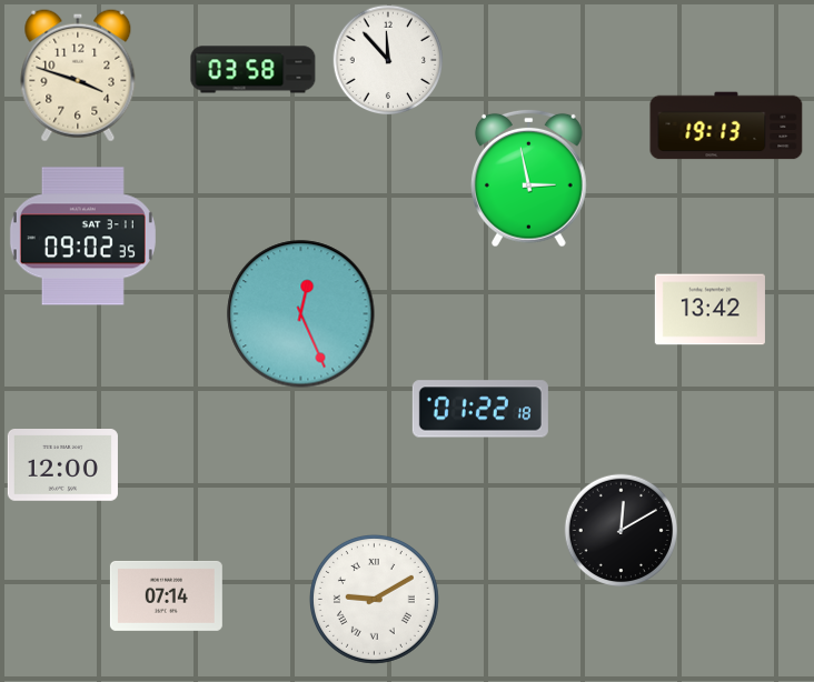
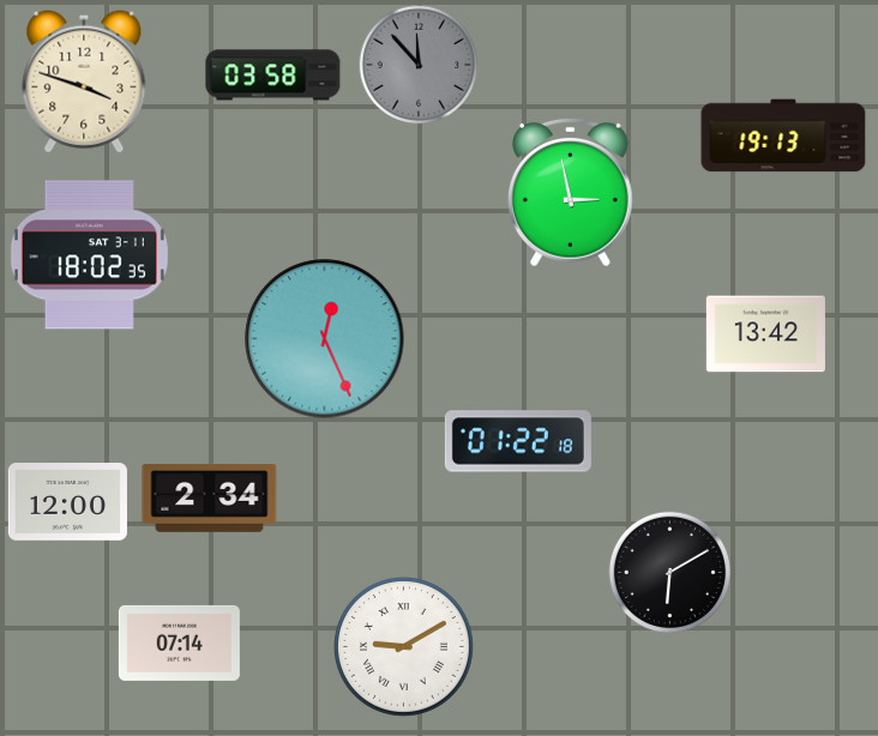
clock at (388, 60) dial: white -> grey
clock at (82, 237): 09:02 -> 18:02
clock at (210, 497): none -> 2:34
clock at (621, 530): 12:10 -> 6:10
